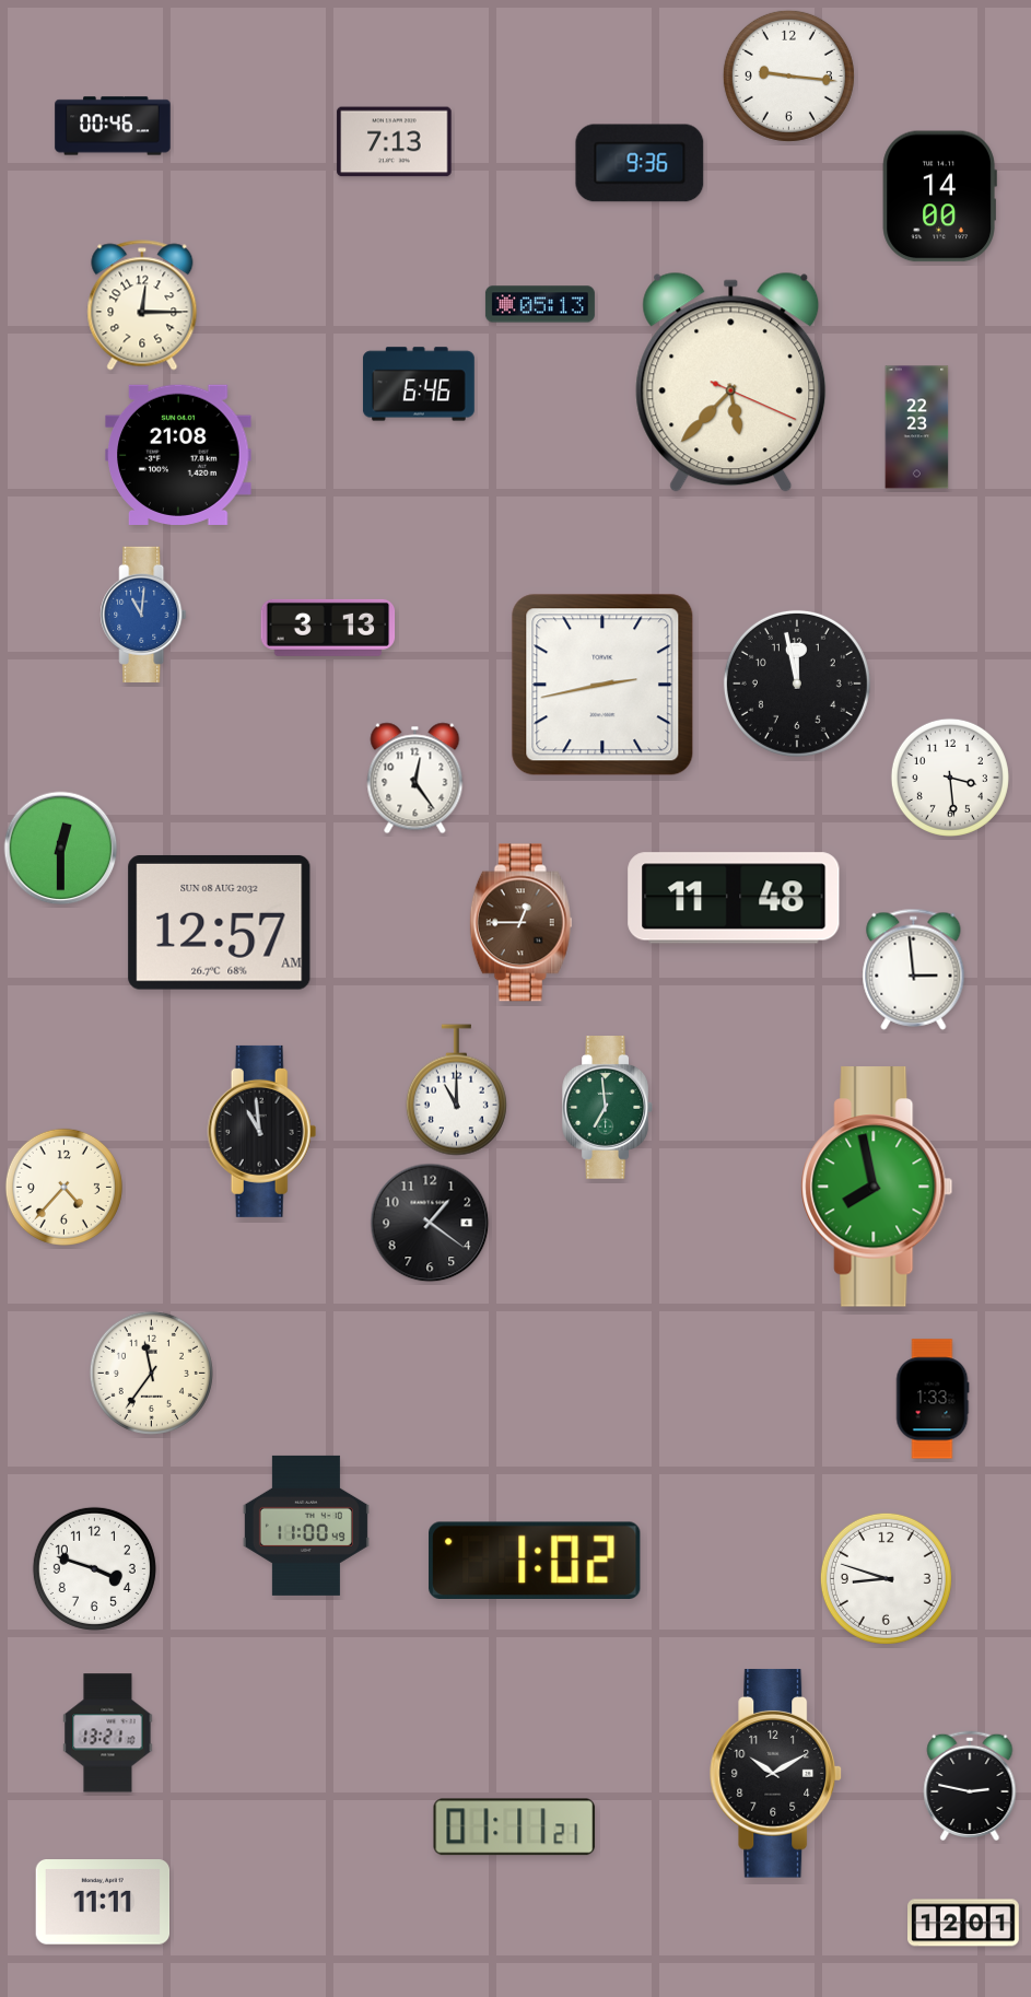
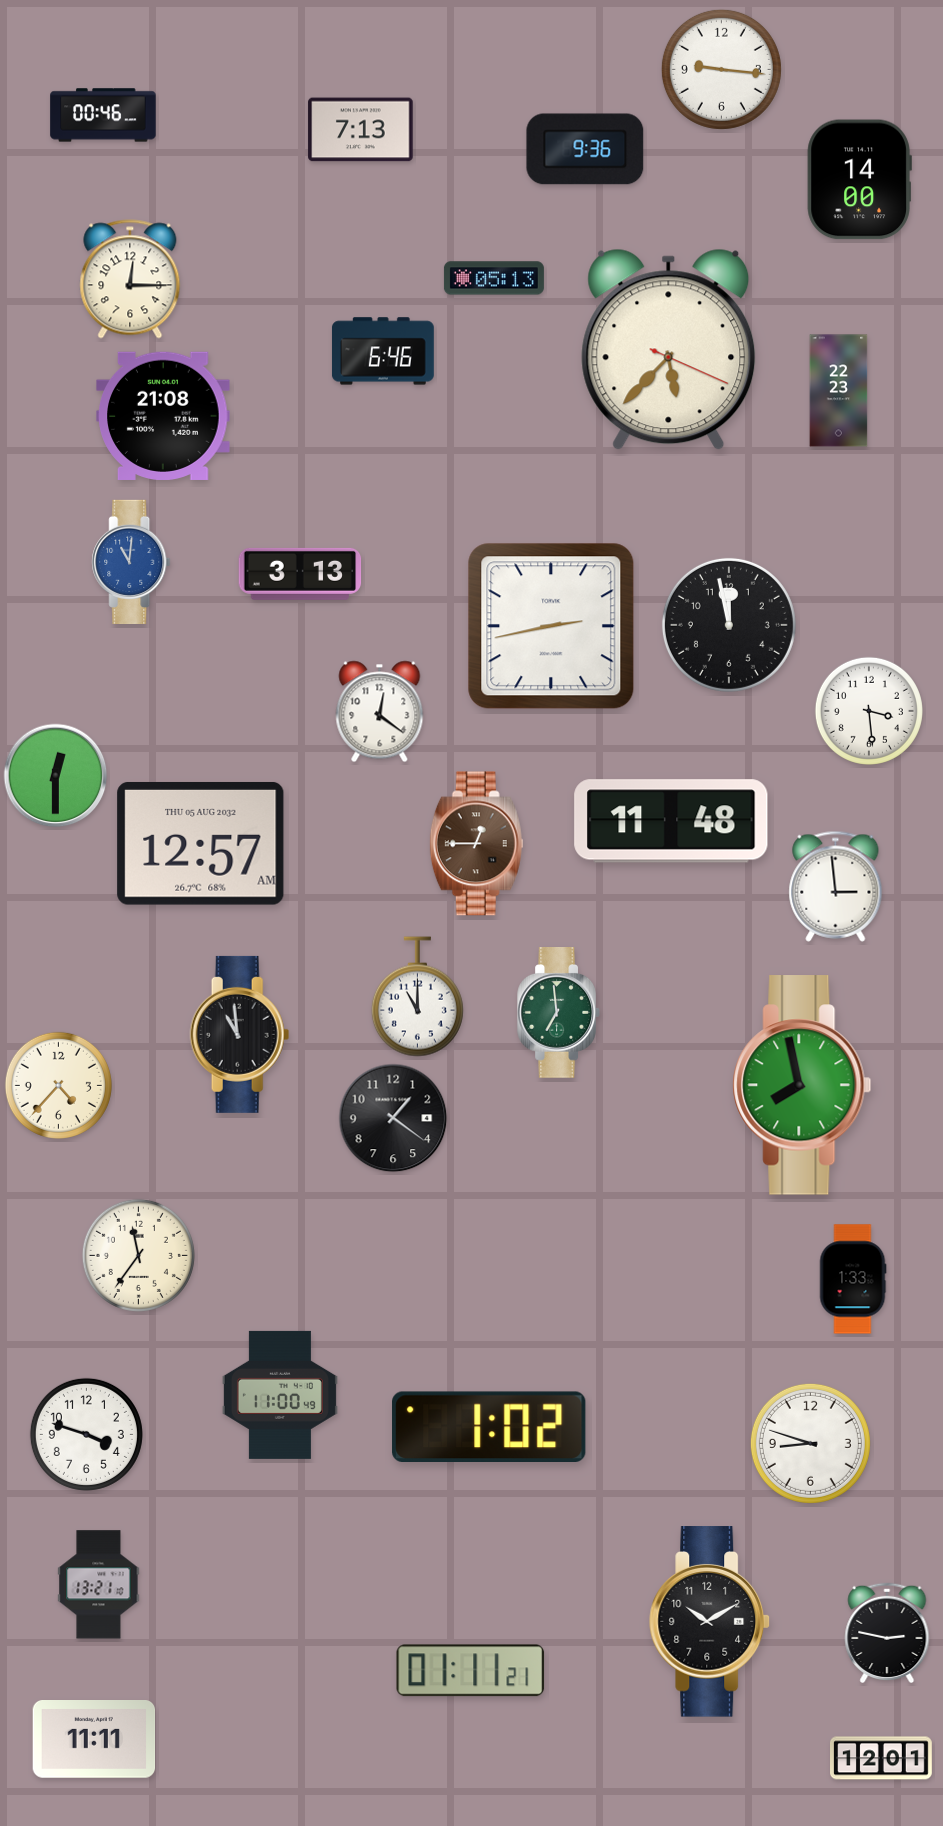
clock at (415, 779): 12:24 -> 12:21
clock at (220, 923) date: SUN 08 AUG 2032 -> THU 05 AUG 2032
clock at (607, 1108) position: (607, 1108) -> (558, 1013)
